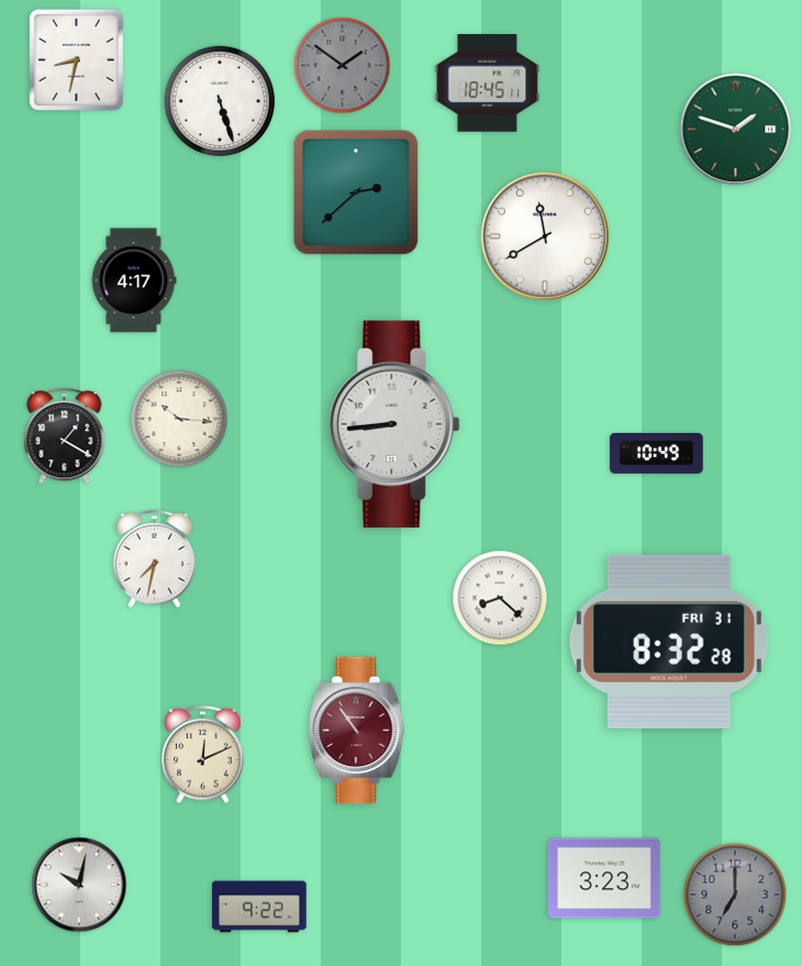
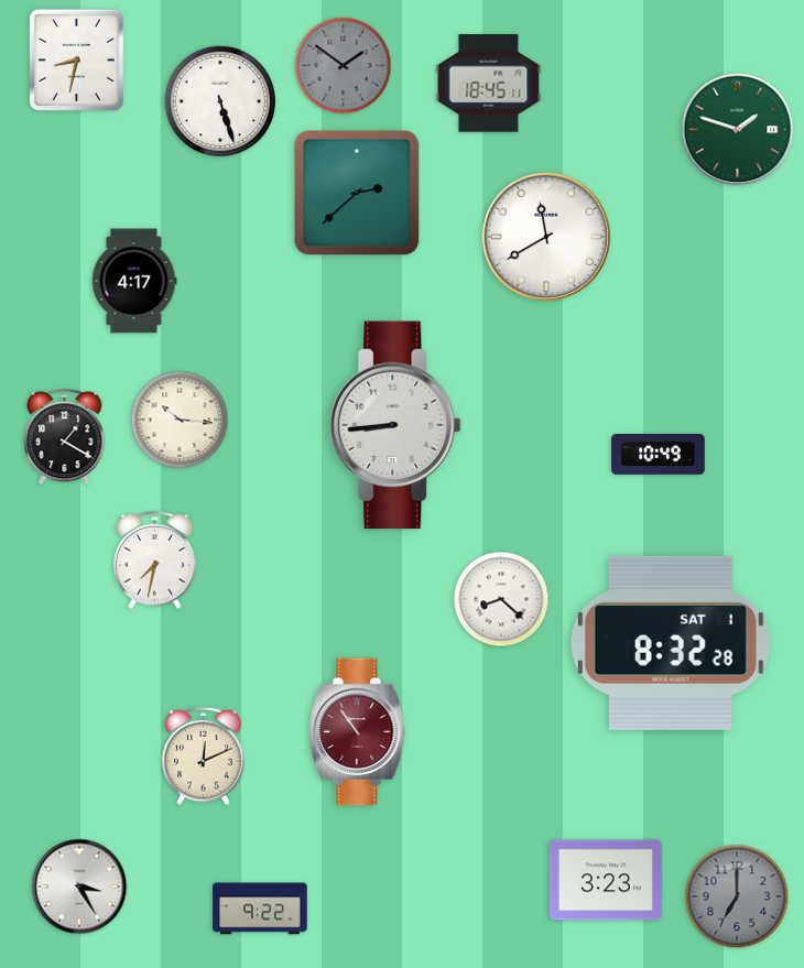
clock at (669, 642) date: FRI 31 -> SAT 1
clock at (79, 885): 10:02 -> 3:25
